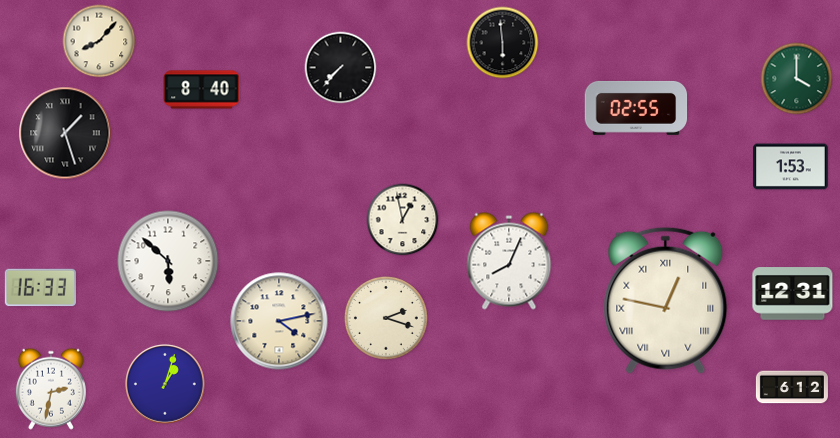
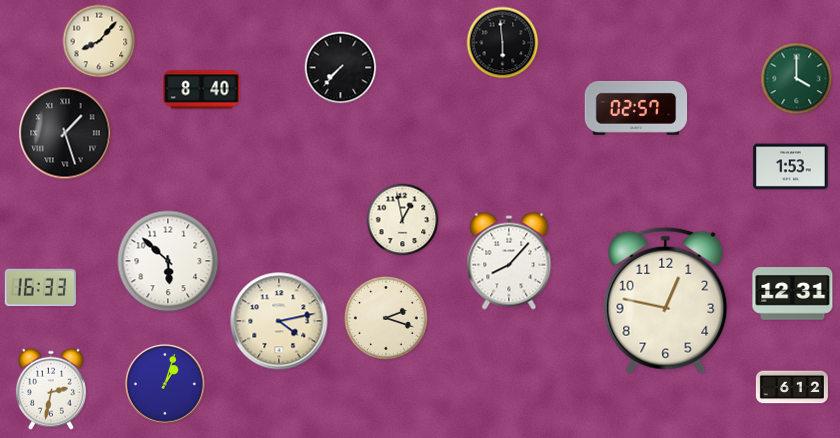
clock at (636, 108): 02:55 -> 02:57
clock at (509, 261): 8:04 -> 8:07
clock at (666, 300) numerals: Roman -> Arabic
